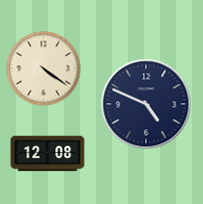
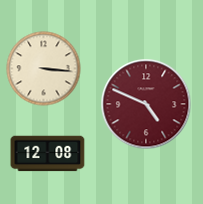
clock at (44, 69): 4:21 -> 3:16
clock at (146, 104) dial: navy -> burgundy
